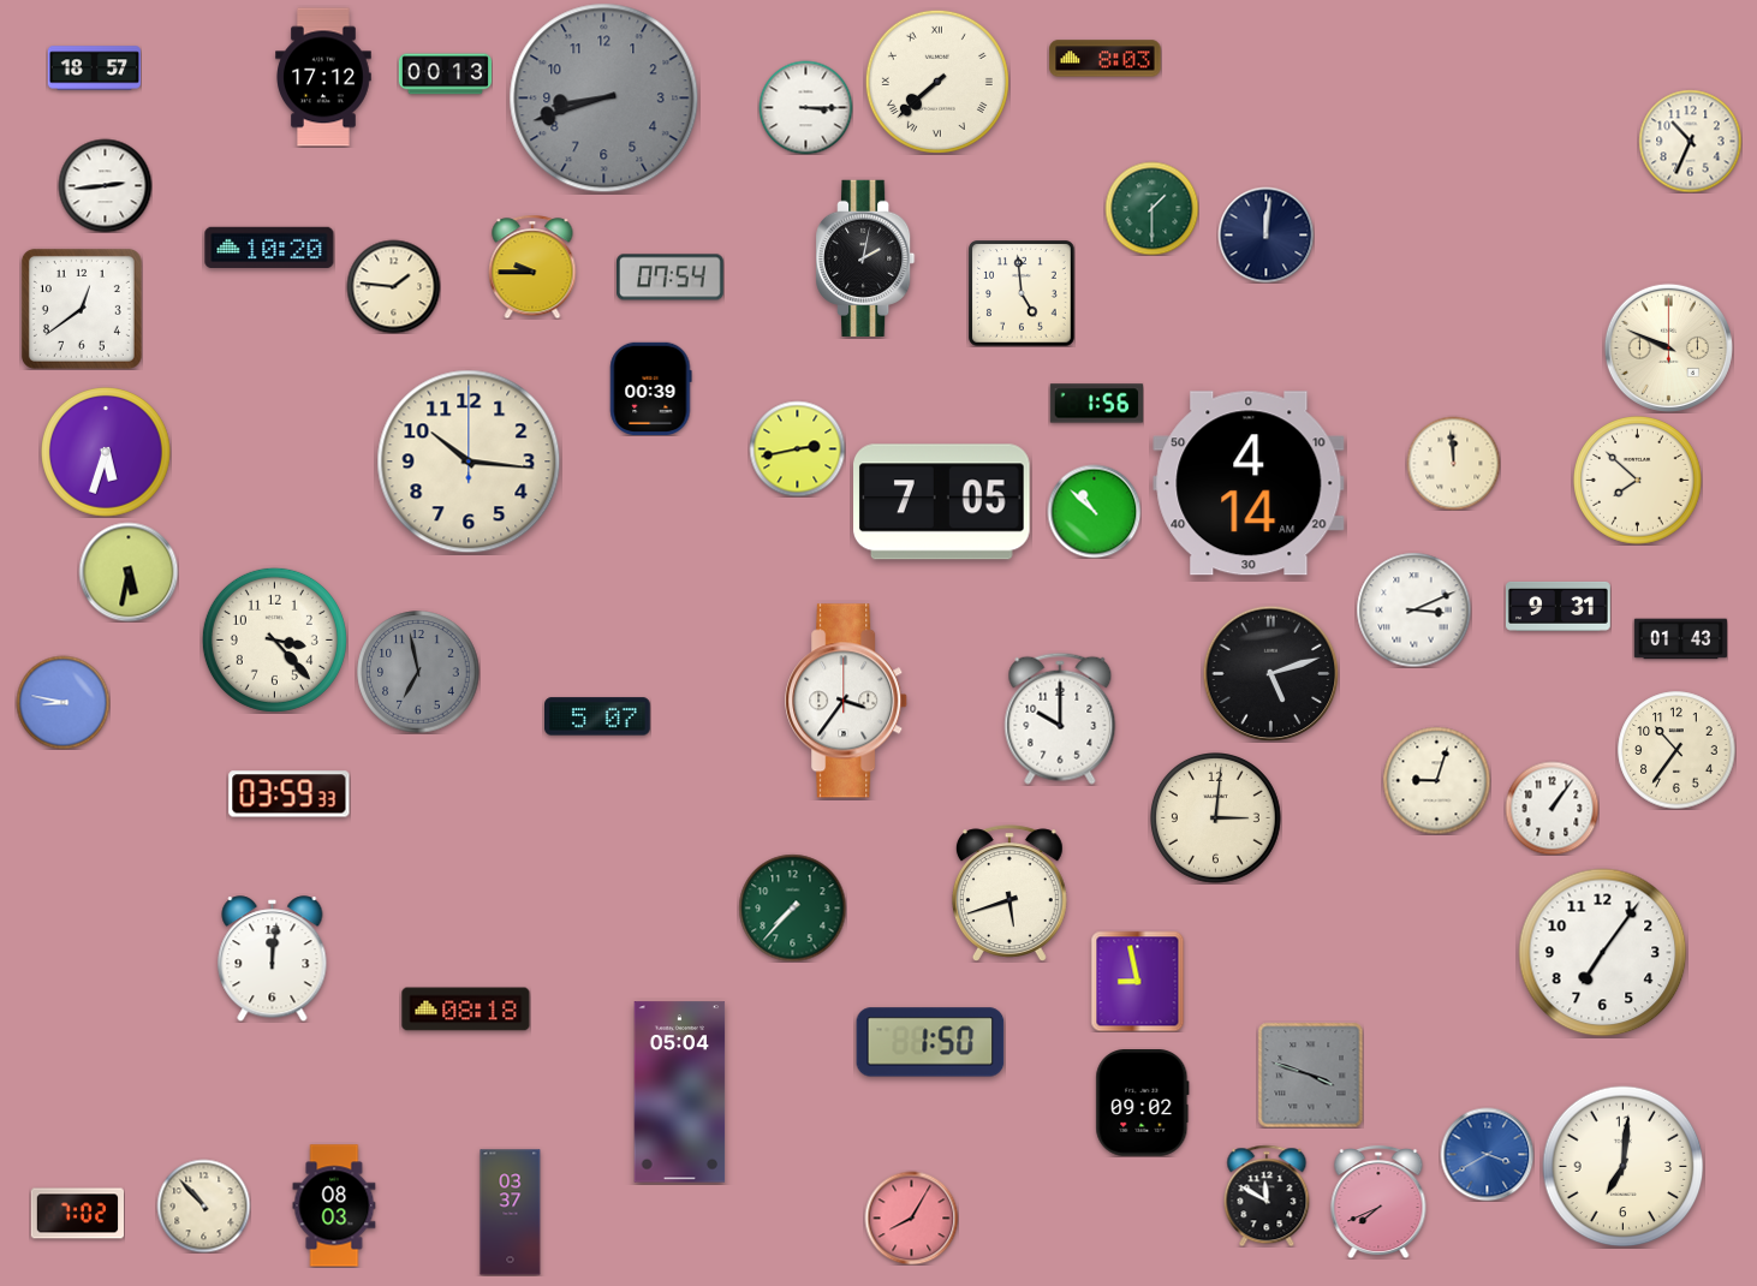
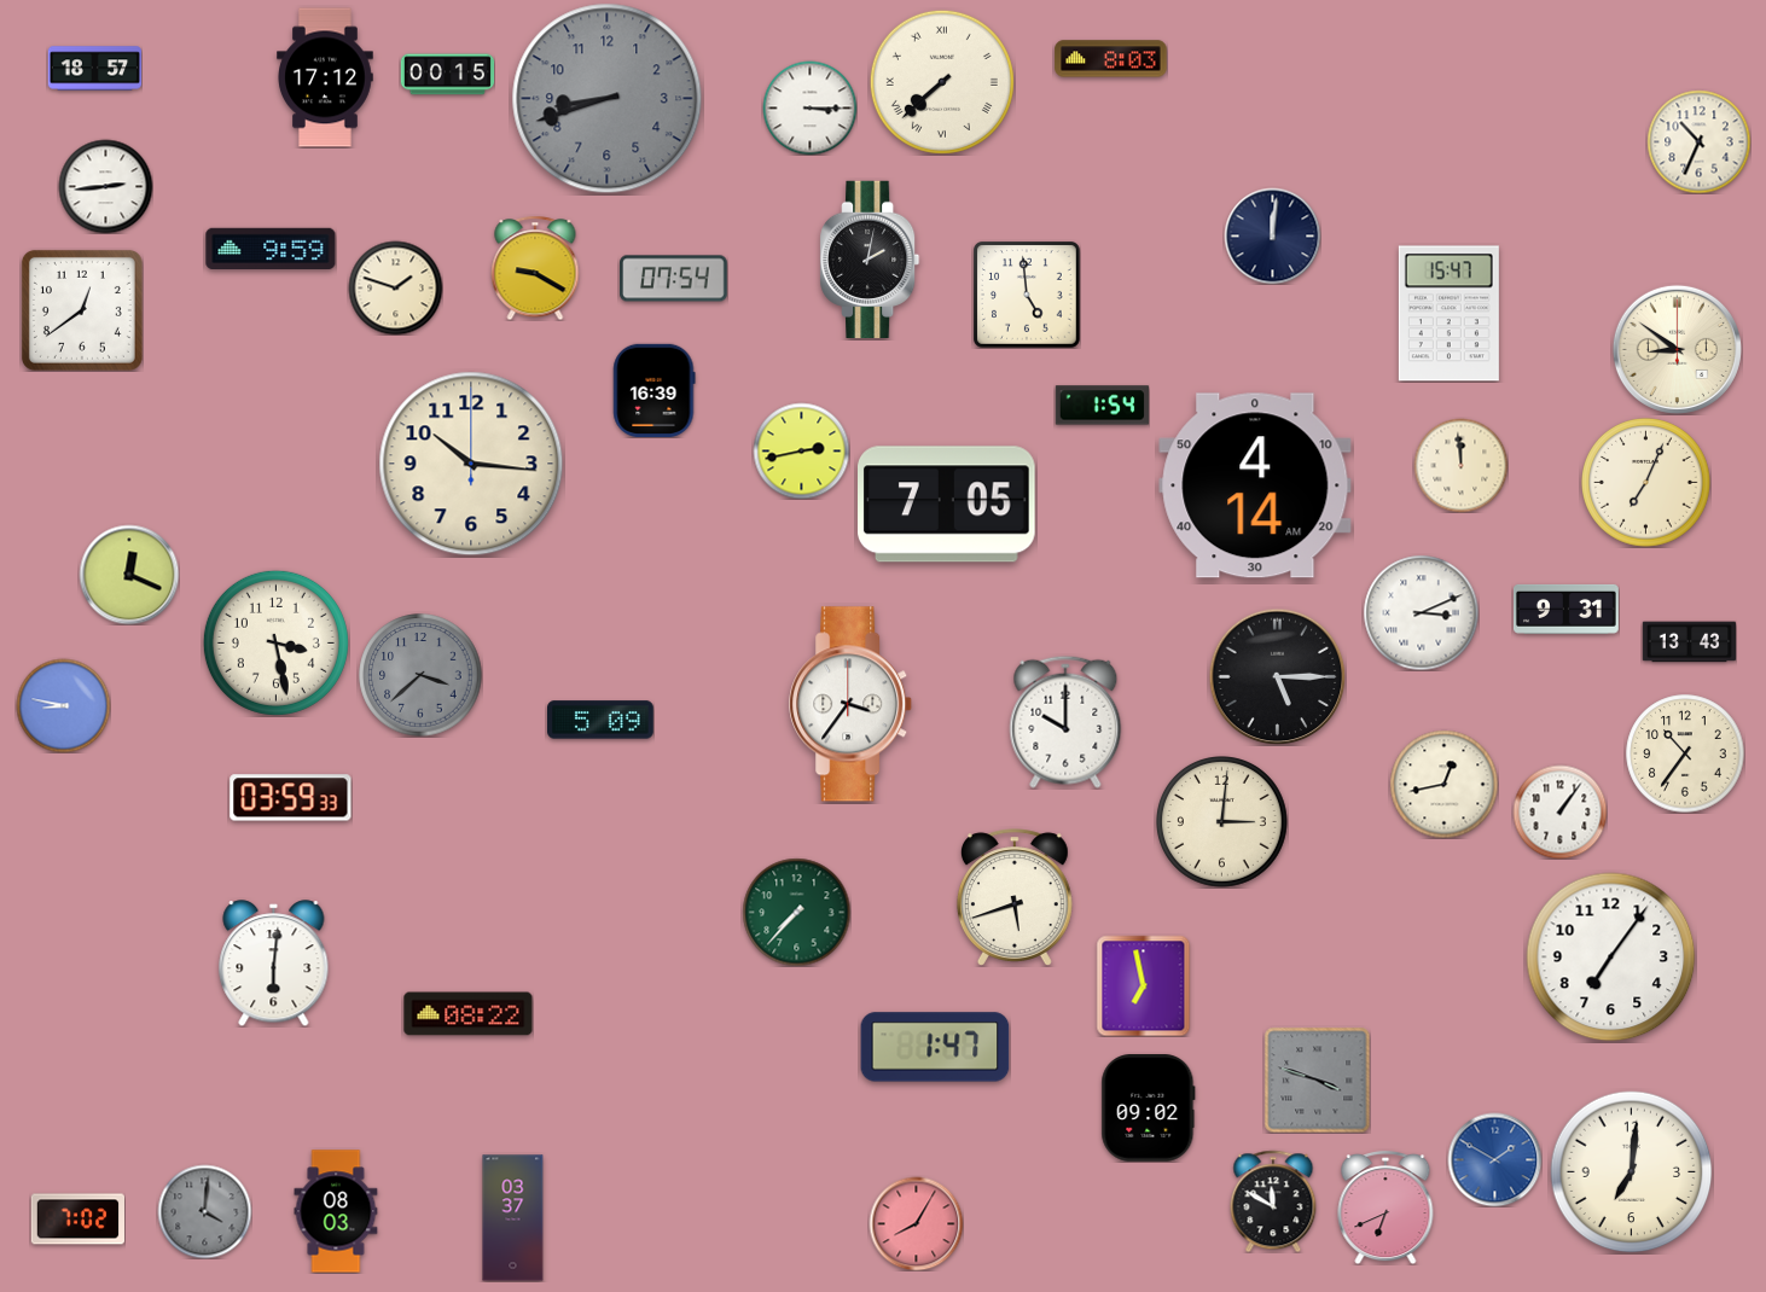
clock at (445, 75): 00:13 -> 00:15
clock at (1151, 208): 1:30 -> none
clock at (269, 246): 10:20 -> 9:59
clock at (532, 267): 9:45 -> 9:20
clock at (393, 286): 1:46 -> 1:48
clock at (1448, 314): none -> 15:47
clock at (1668, 347): 9:49 -> 8:51
clock at (651, 388): 00:39 -> 16:39
clock at (1096, 404): 1:56 -> 1:54
clock at (107, 453): 5:33 -> none
clock at (1638, 481): 7:52 -> 7:04
clock at (1094, 511): 10:52 -> none
clock at (129, 572): 5:32 -> 12:19
clock at (274, 639): 3:23 -> 3:28
clock at (1680, 639): 01:43 -> 13:43
clock at (418, 672): 6:58 -> 3:38
clock at (1270, 673): 5:12 -> 5:15
clock at (598, 716): 5:07 -> 5:09
clock at (1436, 780): 9:03 -> 12:43
clock at (273, 959): 12:01 -> 6:01
clock at (1138, 981): 8:58 -> 6:58
clock at (466, 1010): 08:18 -> 08:22
clock at (930, 1042): 1:50 -> 1:47
clock at (680, 1092): 05:04 -> none
clock at (1487, 1154): 3:40 -> 1:50
clock at (1378, 1202): 7:41 -> 6:41
clock at (203, 1205): 10:53 -> 4:01
clock at (203, 1205) dial: cream -> grey
